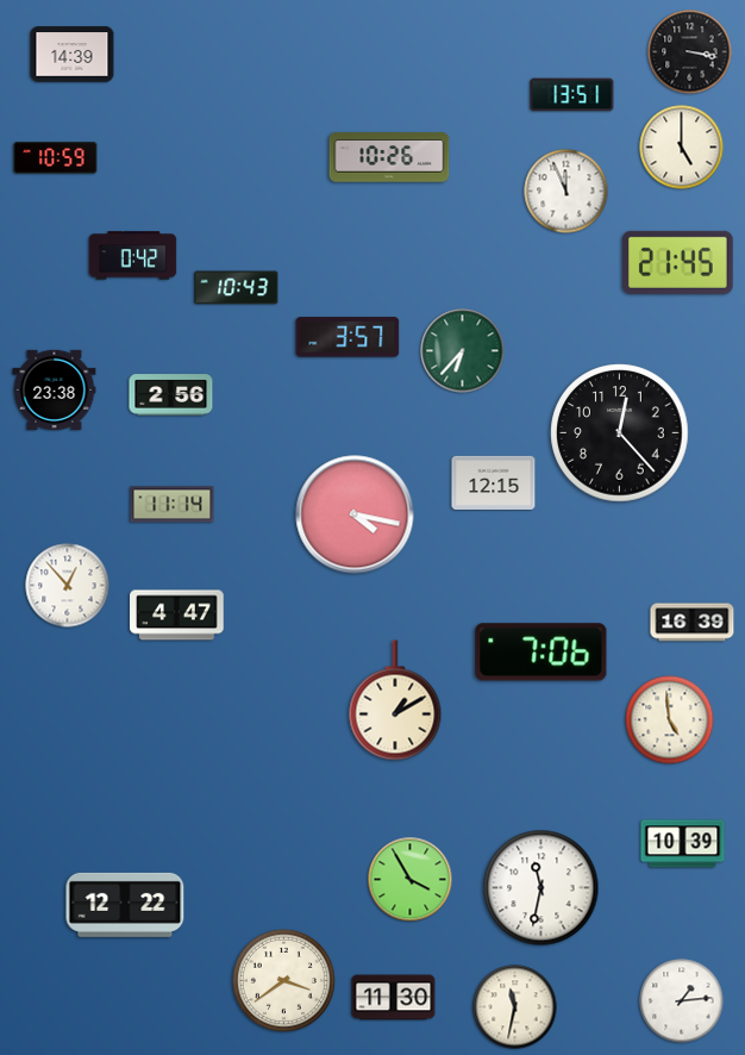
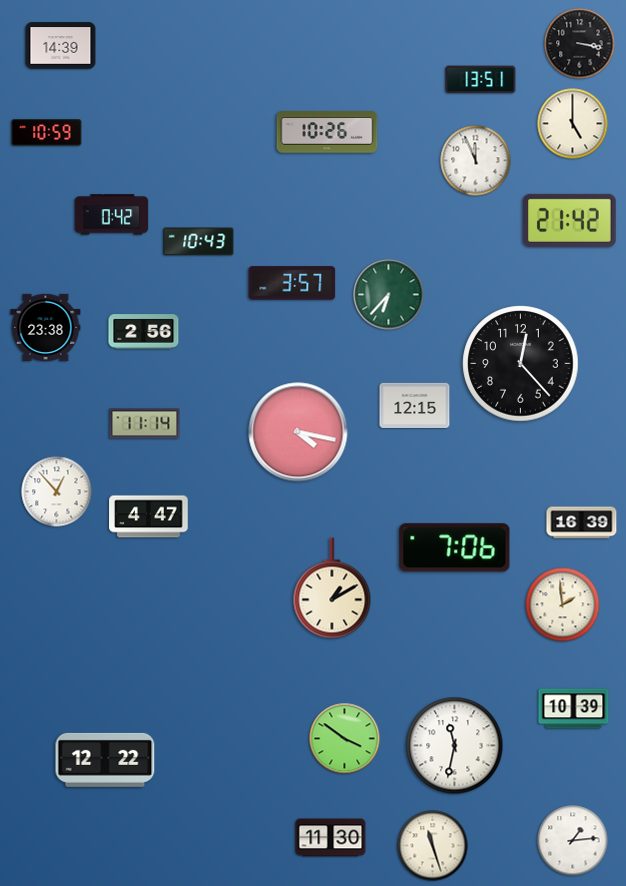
clock at (678, 262): 21:45 -> 21:42
clock at (670, 720): 4:59 -> 1:59
clock at (411, 880): 3:55 -> 3:51
clock at (283, 980): 3:39 -> none
clock at (515, 1007): 11:32 -> 11:27
